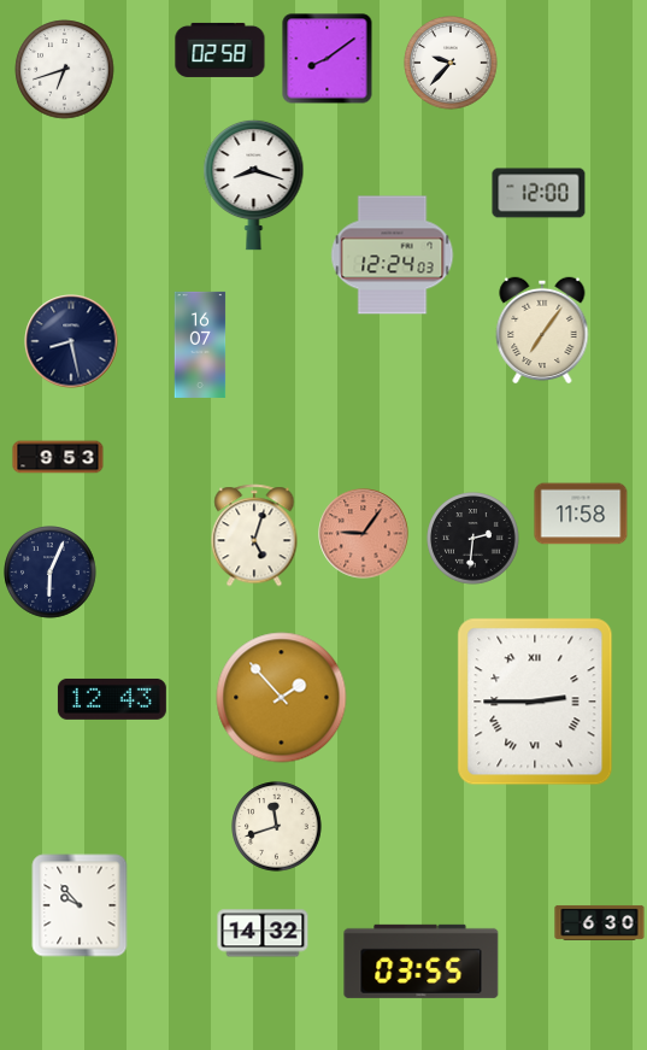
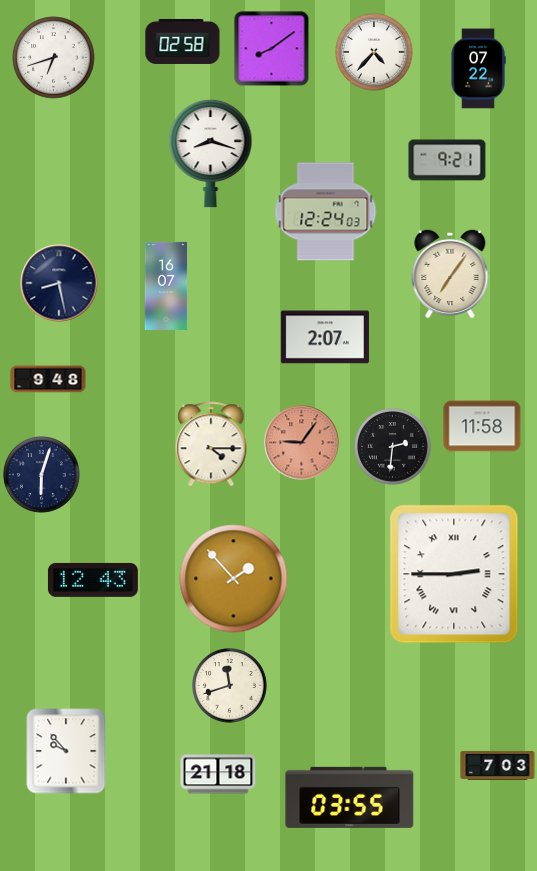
clock at (451, 63): 9:37 -> 4:37
clock at (478, 69): none -> 07:22
clock at (539, 193): 12:00 -> 9:21
clock at (325, 337): none -> 2:07
clock at (58, 457): 9:53 -> 9:48
clock at (254, 535): 5:03 -> 4:15
clock at (51, 573): 6:04 -> 6:03
clock at (535, 702) position: (535, 702) -> (454, 574)
clock at (600, 922): 6:30 -> 7:03
clock at (263, 933): 14:32 -> 21:18
